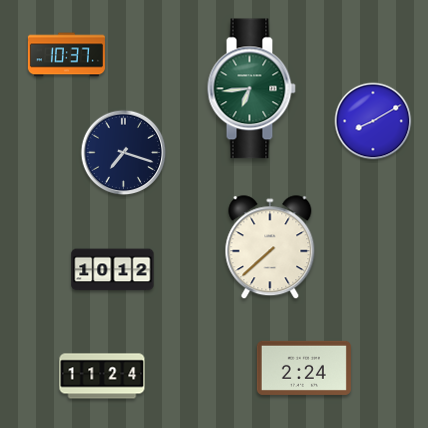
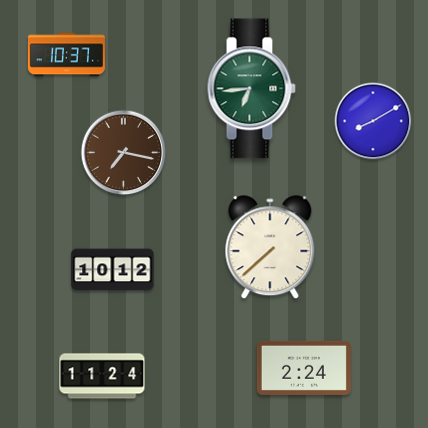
clock at (124, 153): 7:18 -> 7:17
clock at (124, 153) dial: navy -> brown
